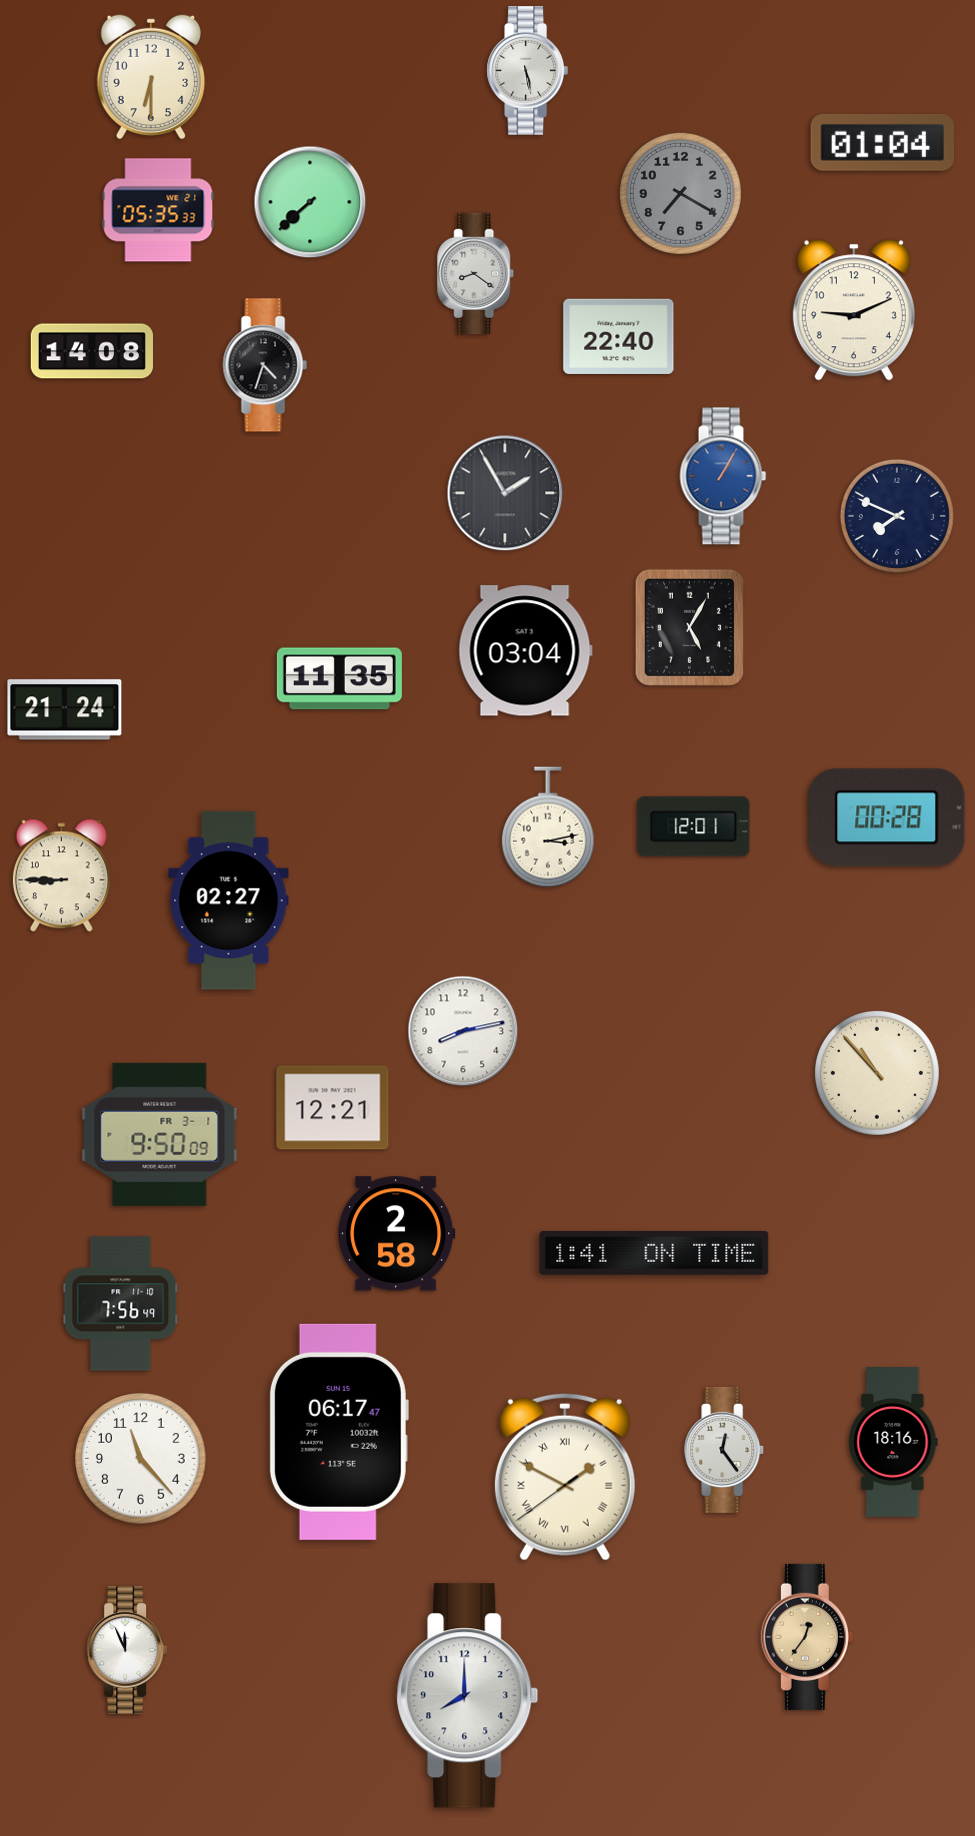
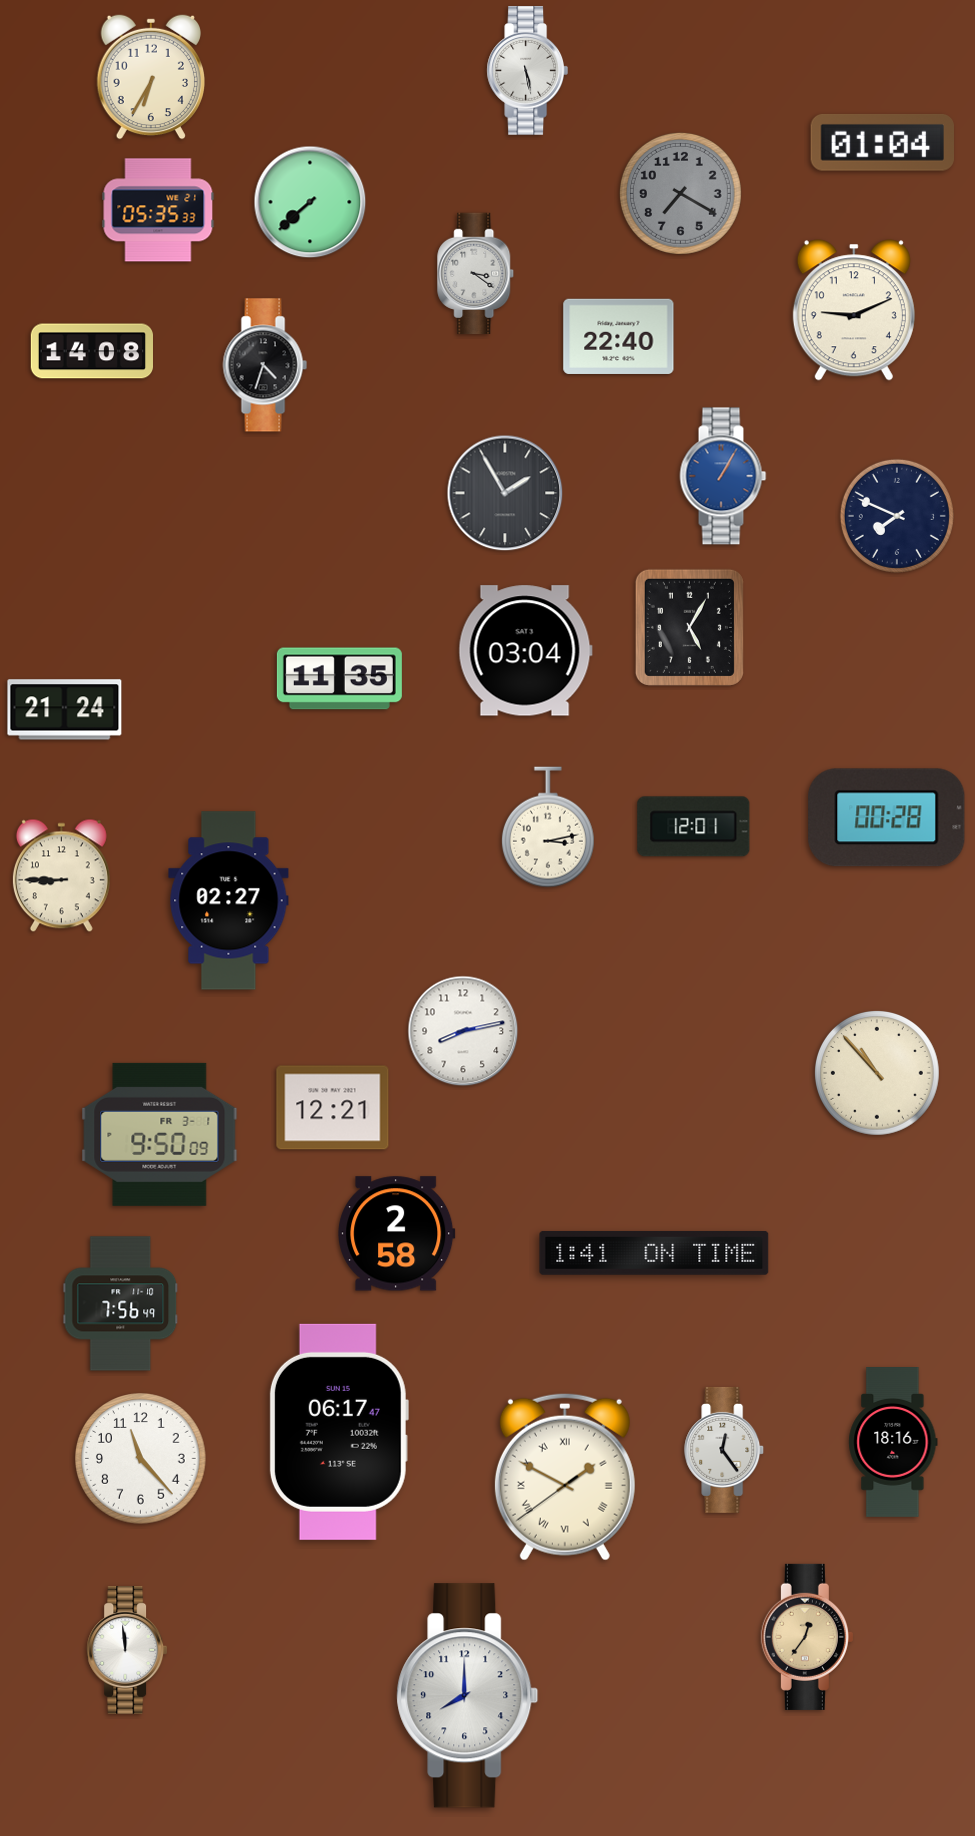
clock at (150, 77): 6:30 -> 6:35
clock at (476, 274): 8:21 -> 3:21
clock at (127, 1651): 11:56 -> 11:59
